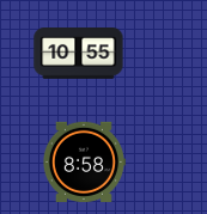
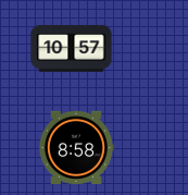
clock at (79, 54): 10:55 -> 10:57
